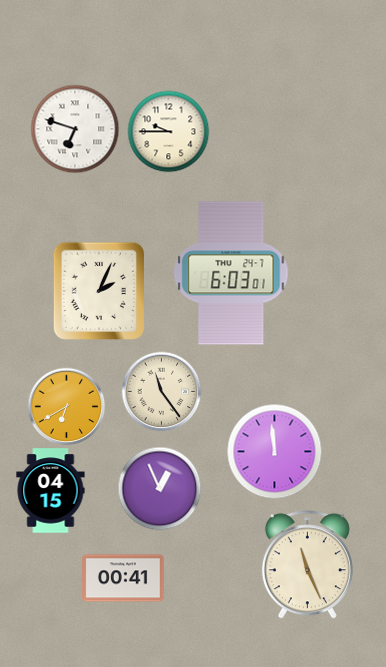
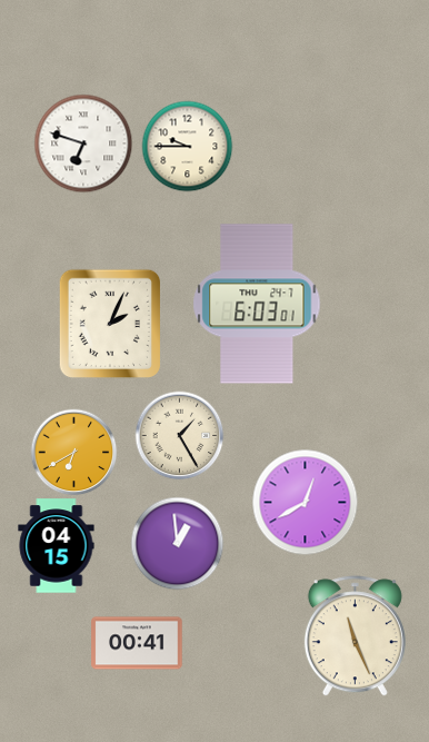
clock at (161, 391): 11:24 -> 1:25
clock at (274, 451): 11:59 -> 12:40
clock at (159, 488): 12:56 -> 12:59
clock at (307, 565) position: (307, 565) -> (355, 636)
